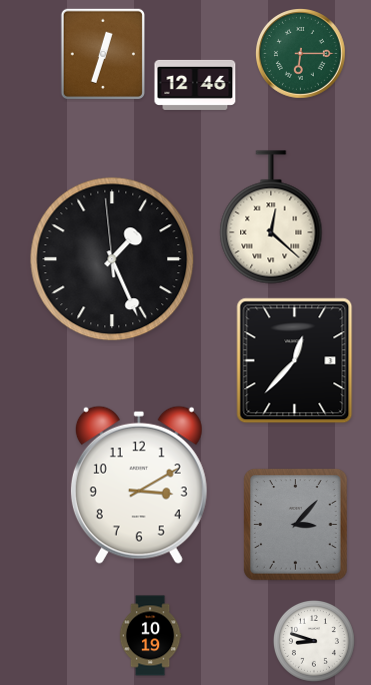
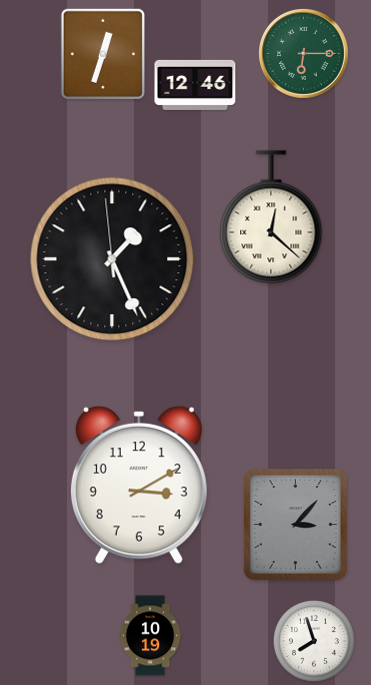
clock at (301, 54) position: (301, 54) -> (304, 54)
clock at (295, 361): 12:37 -> none
clock at (314, 641): 8:48 -> 7:57
